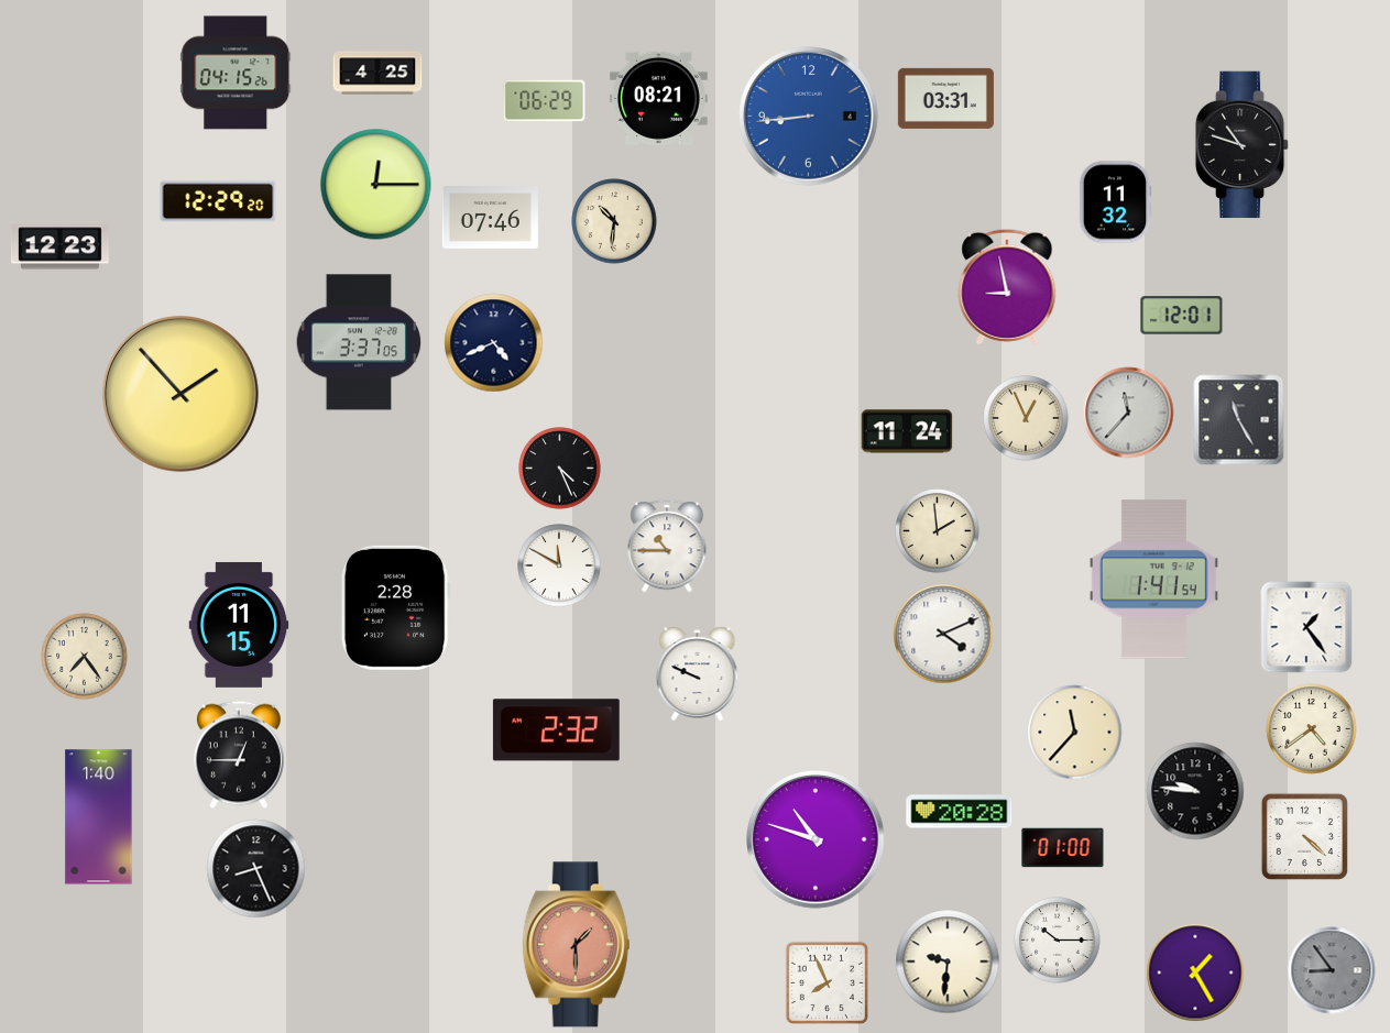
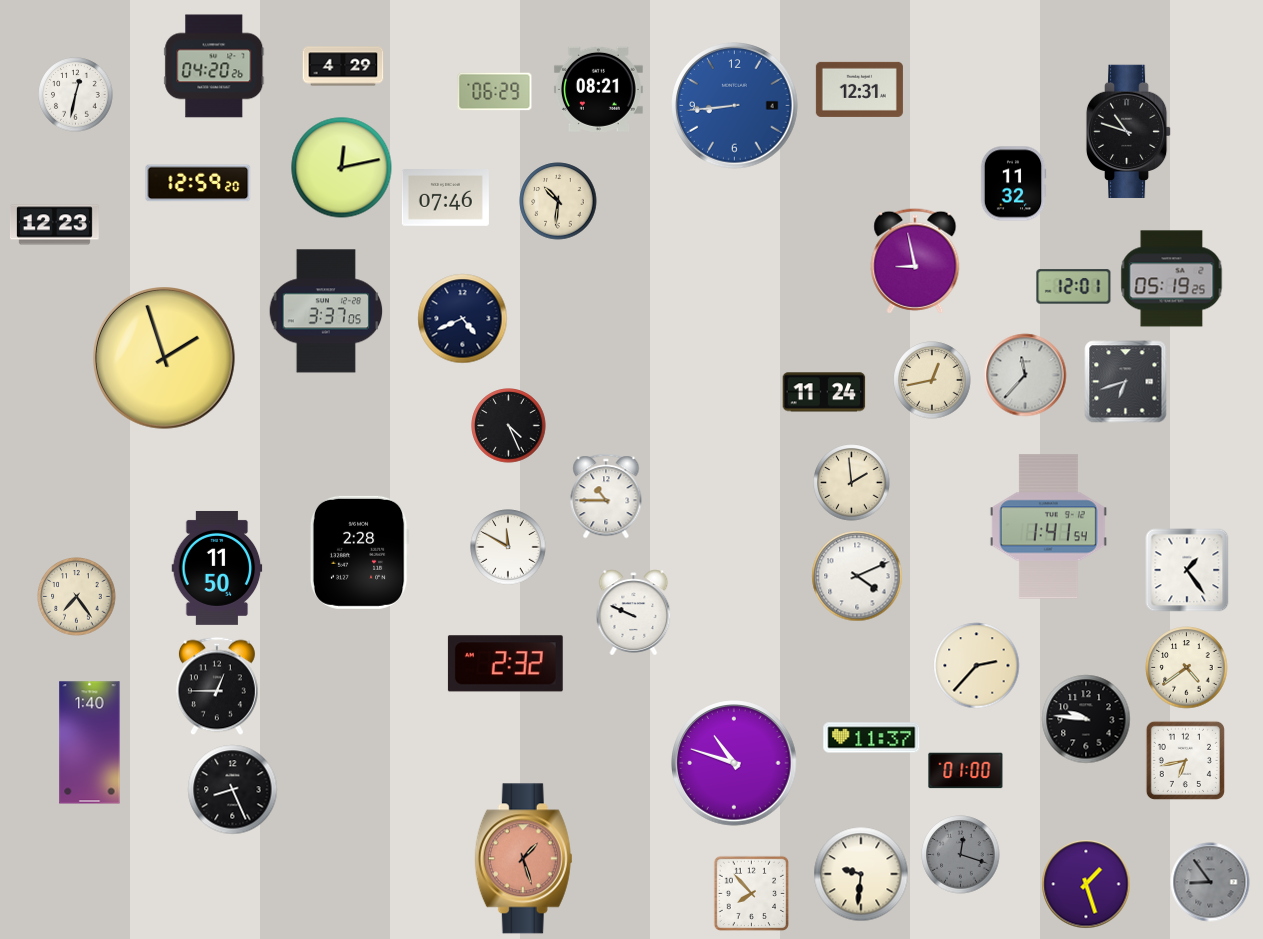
clock at (236, 73): 04:15 -> 04:20
clock at (377, 73): 4:25 -> 4:29
clock at (945, 98): 03:31 -> 12:31
clock at (76, 95): none -> 12:32
clock at (376, 185): 12:15 -> 12:13
clock at (218, 201): 12:29 -> 12:59
clock at (1172, 279): none -> 05:19
clock at (494, 343) position: (494, 343) -> (463, 319)
clock at (182, 395): 1:53 -> 1:57
clock at (1026, 418): 12:56 -> 12:43
clock at (1239, 420): 11:25 -> 6:42
clock at (559, 565) position: (559, 565) -> (508, 547)
clock at (239, 625): 11:15 -> 11:50
clock at (1312, 729) position: (1312, 729) -> (1187, 668)
clock at (1075, 733): 11:37 -> 2:37
clock at (960, 812): 20:28 -> 11:37
clock at (1304, 836): 4:22 -> 6:43
clock at (816, 839) position: (816, 839) -> (734, 763)
clock at (1058, 941): 10:15 -> 12:18
clock at (1058, 941) dial: white -> grey
clock at (576, 945): 1:30 -> 1:27
clock at (1195, 972): 1:25 -> 1:27
clock at (827, 982): 7:56 -> 7:53
